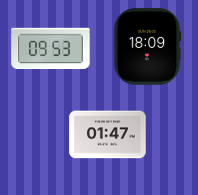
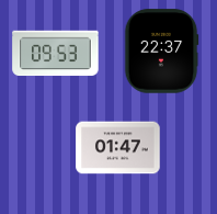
clock at (147, 47): 18:09 -> 22:37
